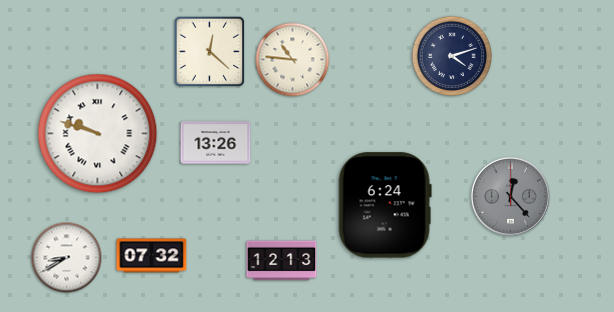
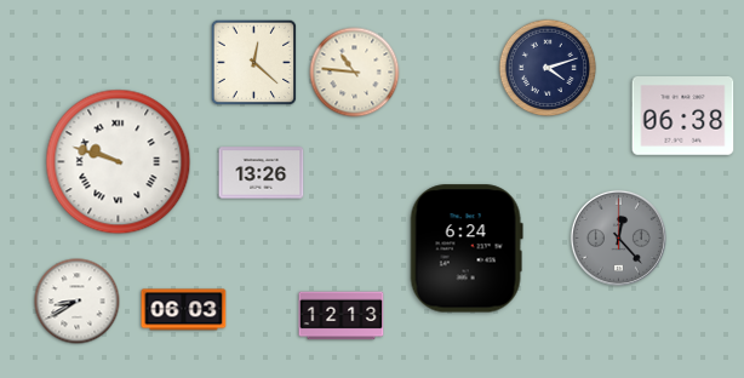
clock at (683, 116): none -> 06:38
clock at (152, 256): 07:32 -> 06:03
clock at (67, 258) position: (67, 258) -> (78, 302)
